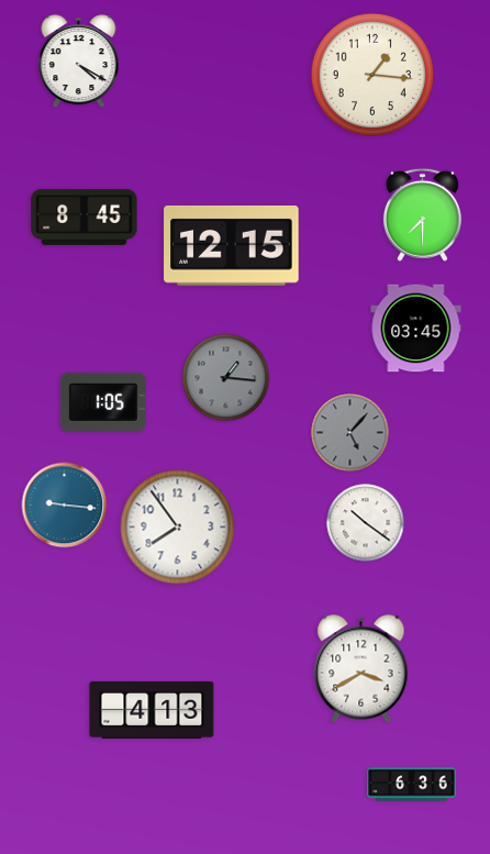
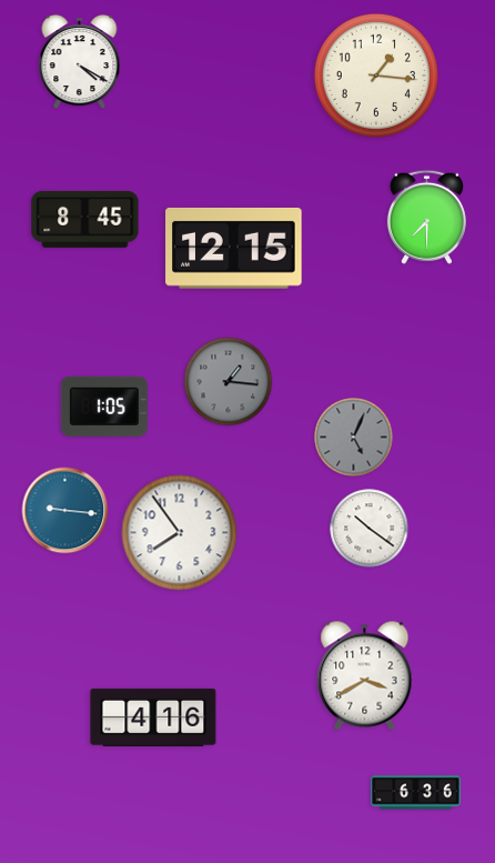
clock at (416, 329): 03:45 -> none
clock at (350, 433): 5:07 -> 5:04
clock at (152, 710): 4:13 -> 4:16
